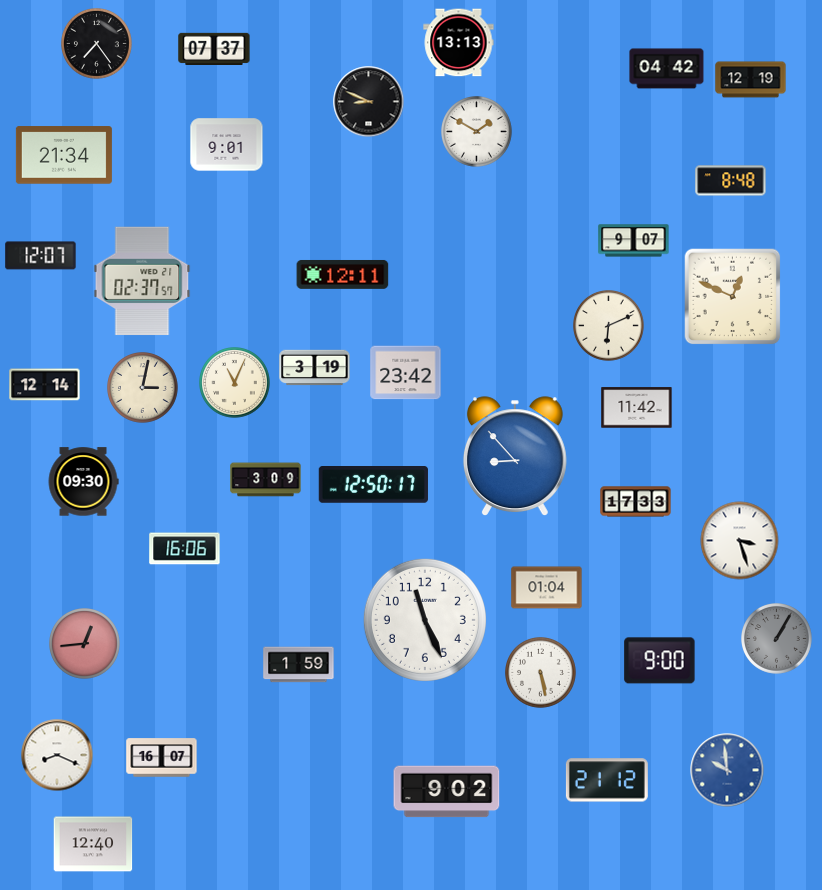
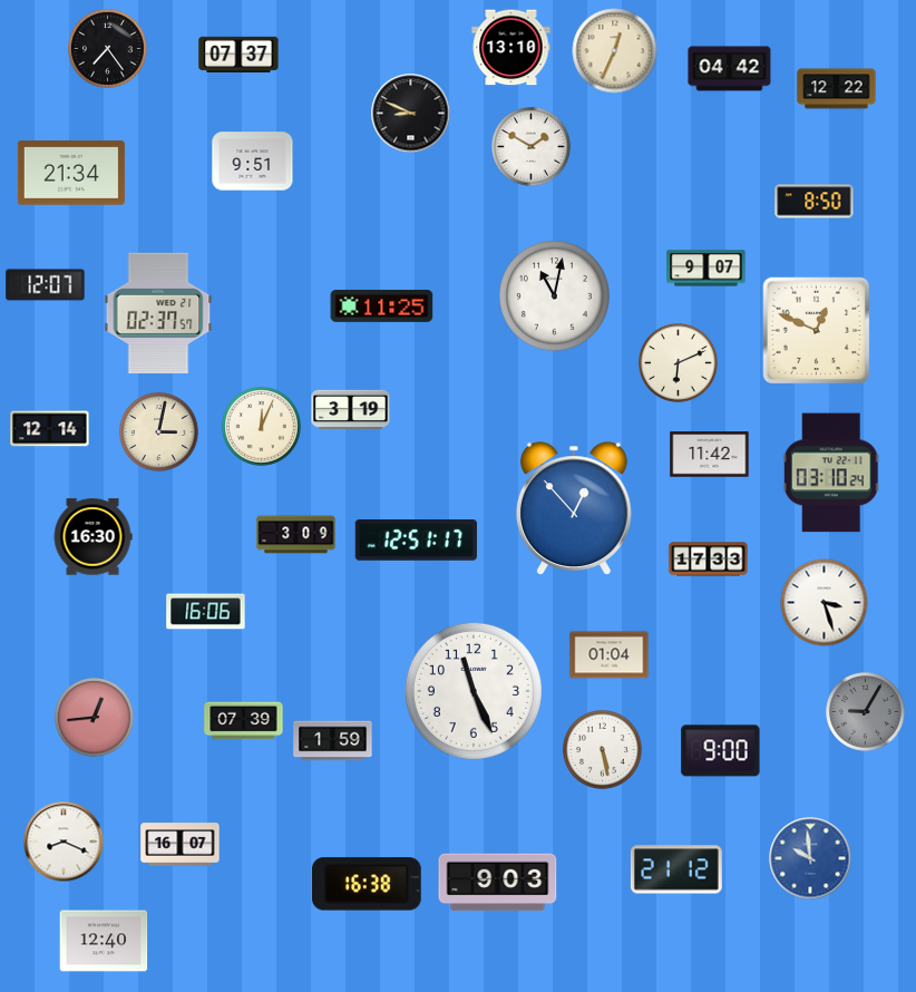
clock at (459, 43): 13:13 -> 13:10
clock at (615, 51): none -> 12:34
clock at (667, 69) position: (667, 69) -> (730, 69)
clock at (751, 80): 12:19 -> 12:22
clock at (227, 145): 9:01 -> 9:51
clock at (731, 181): 8:48 -> 8:50
clock at (555, 296): none -> 11:02
clock at (343, 274): 12:11 -> 11:25
clock at (406, 373): 23:42 -> none
clock at (235, 383): 11:04 -> 12:04
clock at (831, 473): none -> 03:10
clock at (515, 456): 8:53 -> 12:53
clock at (83, 482): 09:30 -> 16:30
clock at (373, 485): 12:50 -> 12:51
clock at (777, 639): 1:05 -> 9:05
clock at (244, 721): none -> 07:39
clock at (660, 661) position: (660, 661) -> (721, 751)
clock at (447, 792): 9:02 -> 9:03
clock at (367, 884): none -> 16:38
